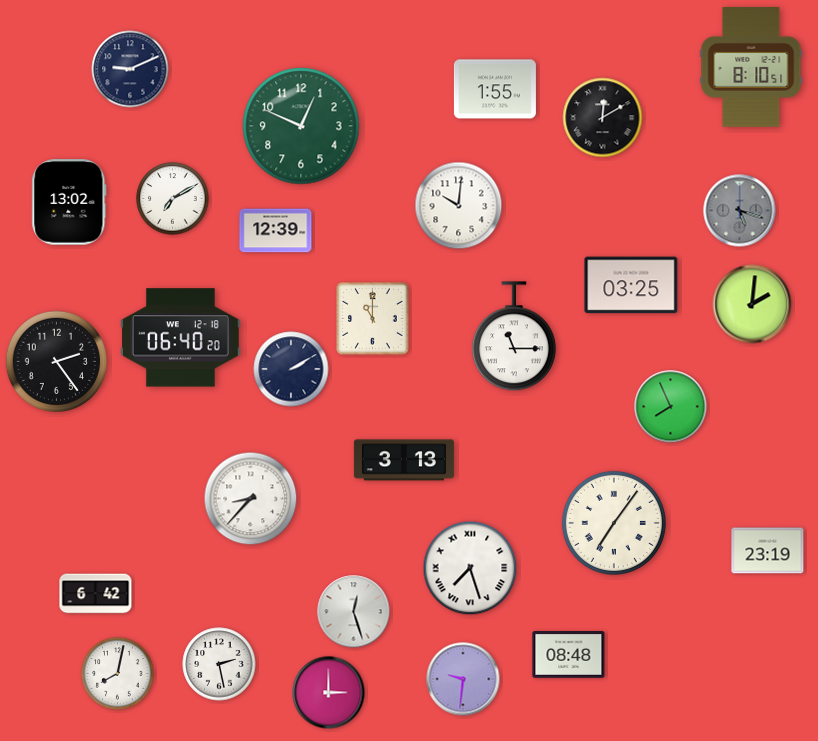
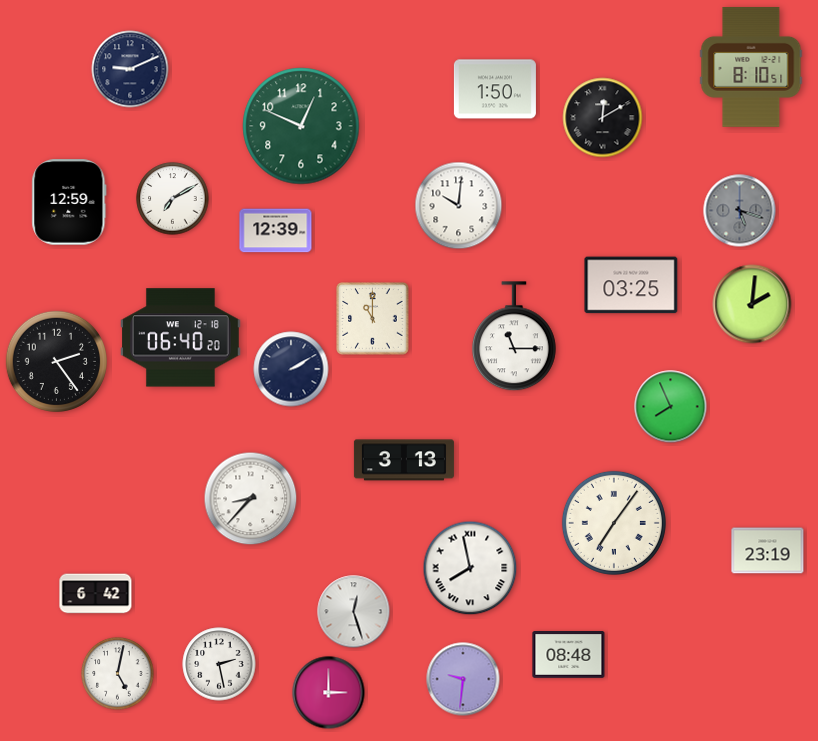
clock at (495, 89): 1:55 -> 1:50
clock at (69, 202): 13:02 -> 12:59
clock at (470, 568): 7:27 -> 7:58
clock at (118, 674): 8:02 -> 5:02
